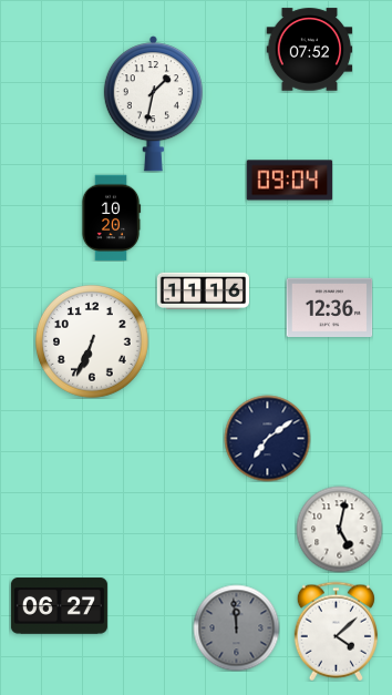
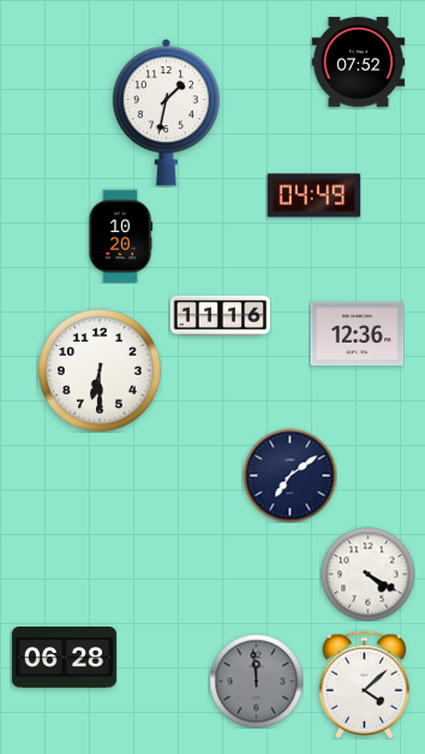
clock at (309, 50) position: (309, 50) -> (358, 63)
clock at (289, 181): 09:04 -> 04:49
clock at (93, 343): 6:34 -> 6:30
clock at (339, 529): 5:02 -> 4:20
clock at (59, 606): 06:27 -> 06:28
